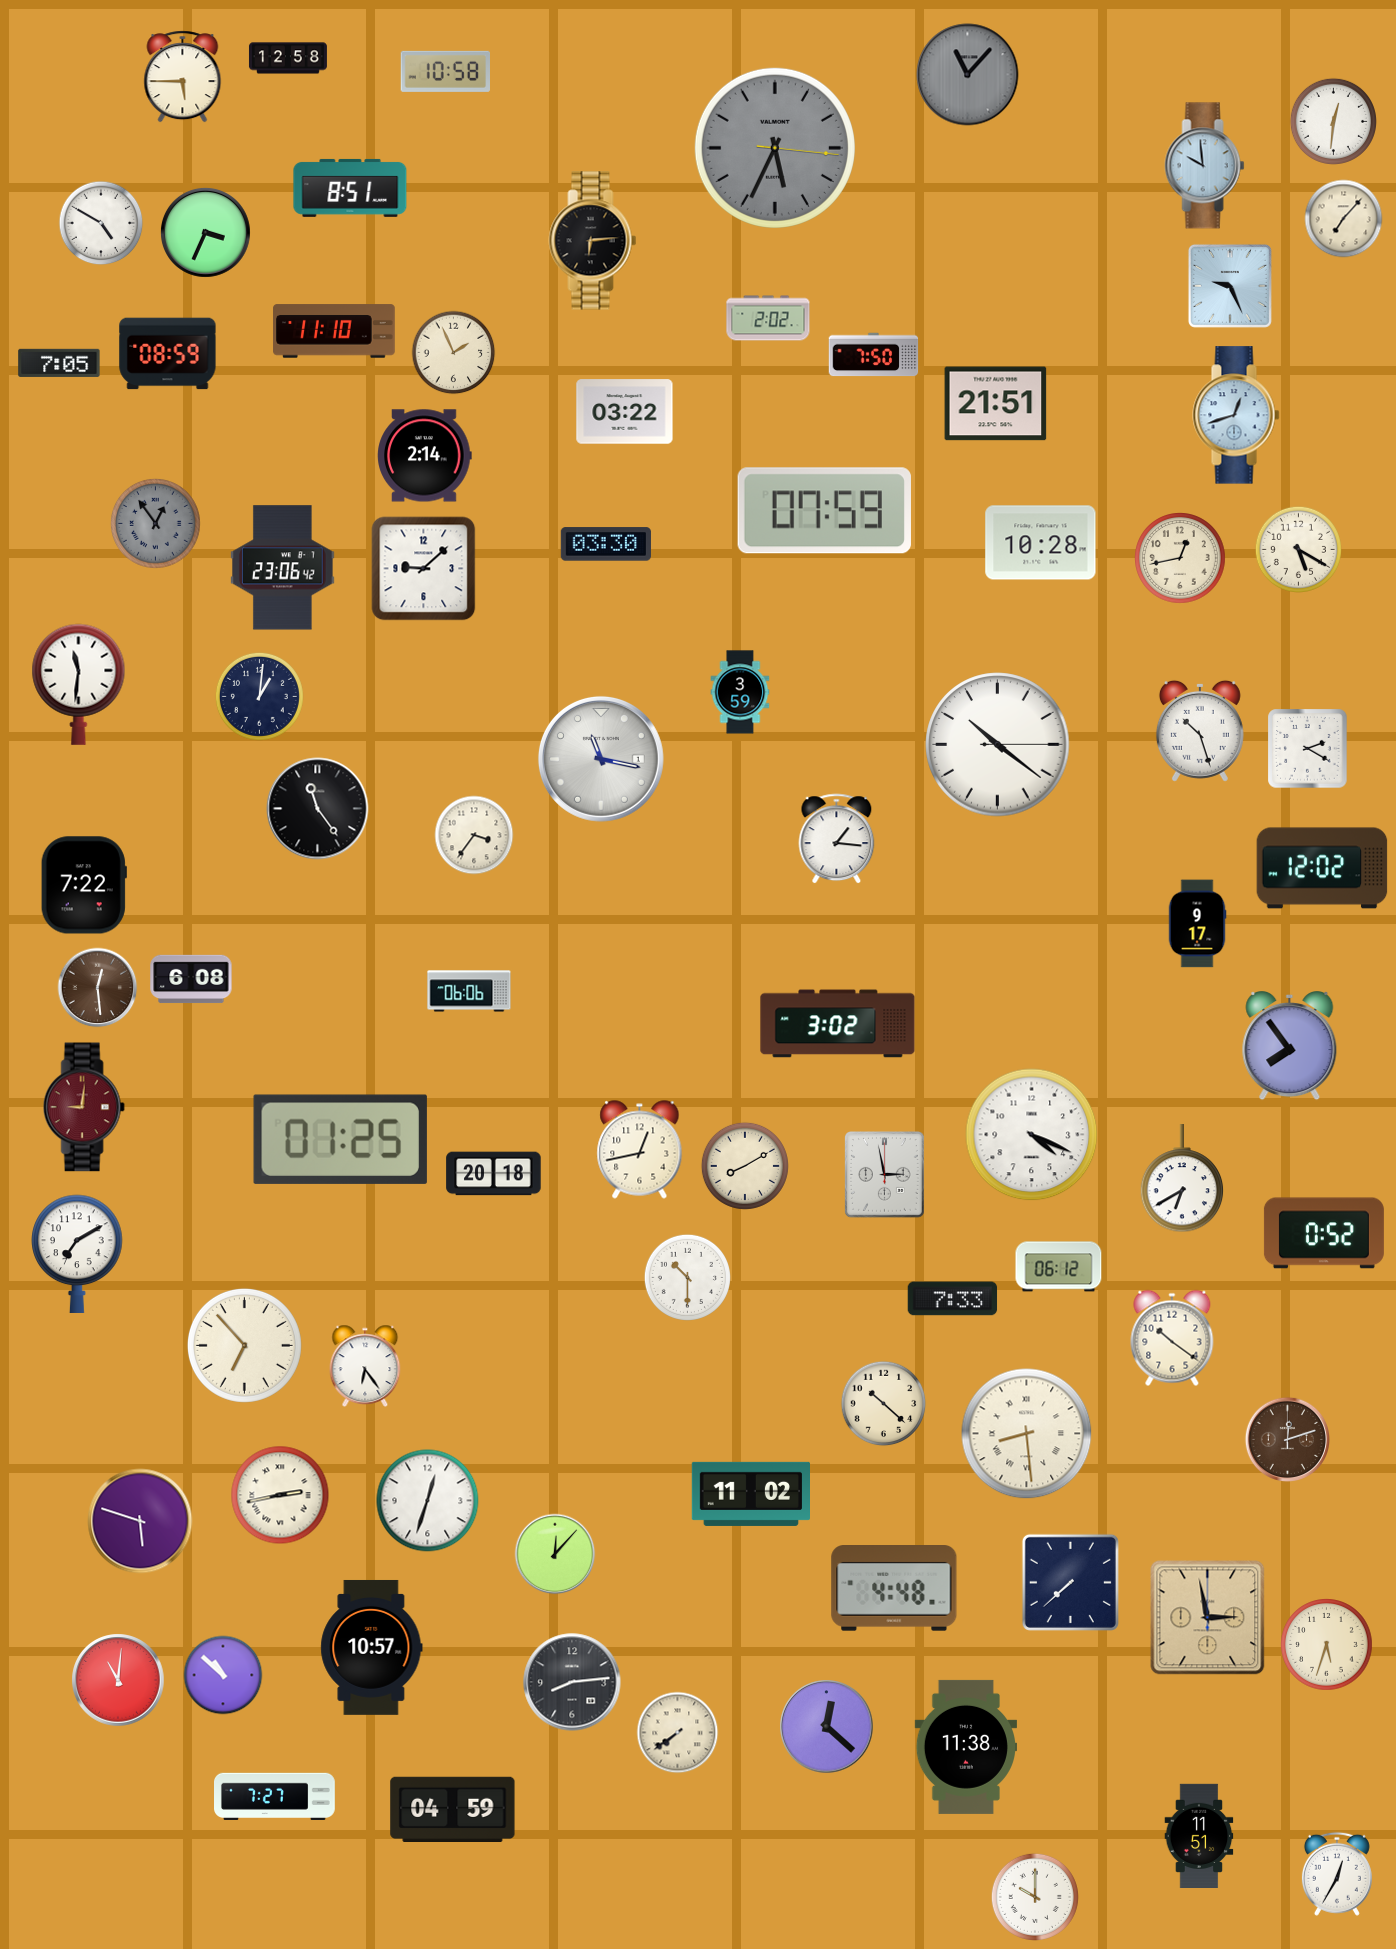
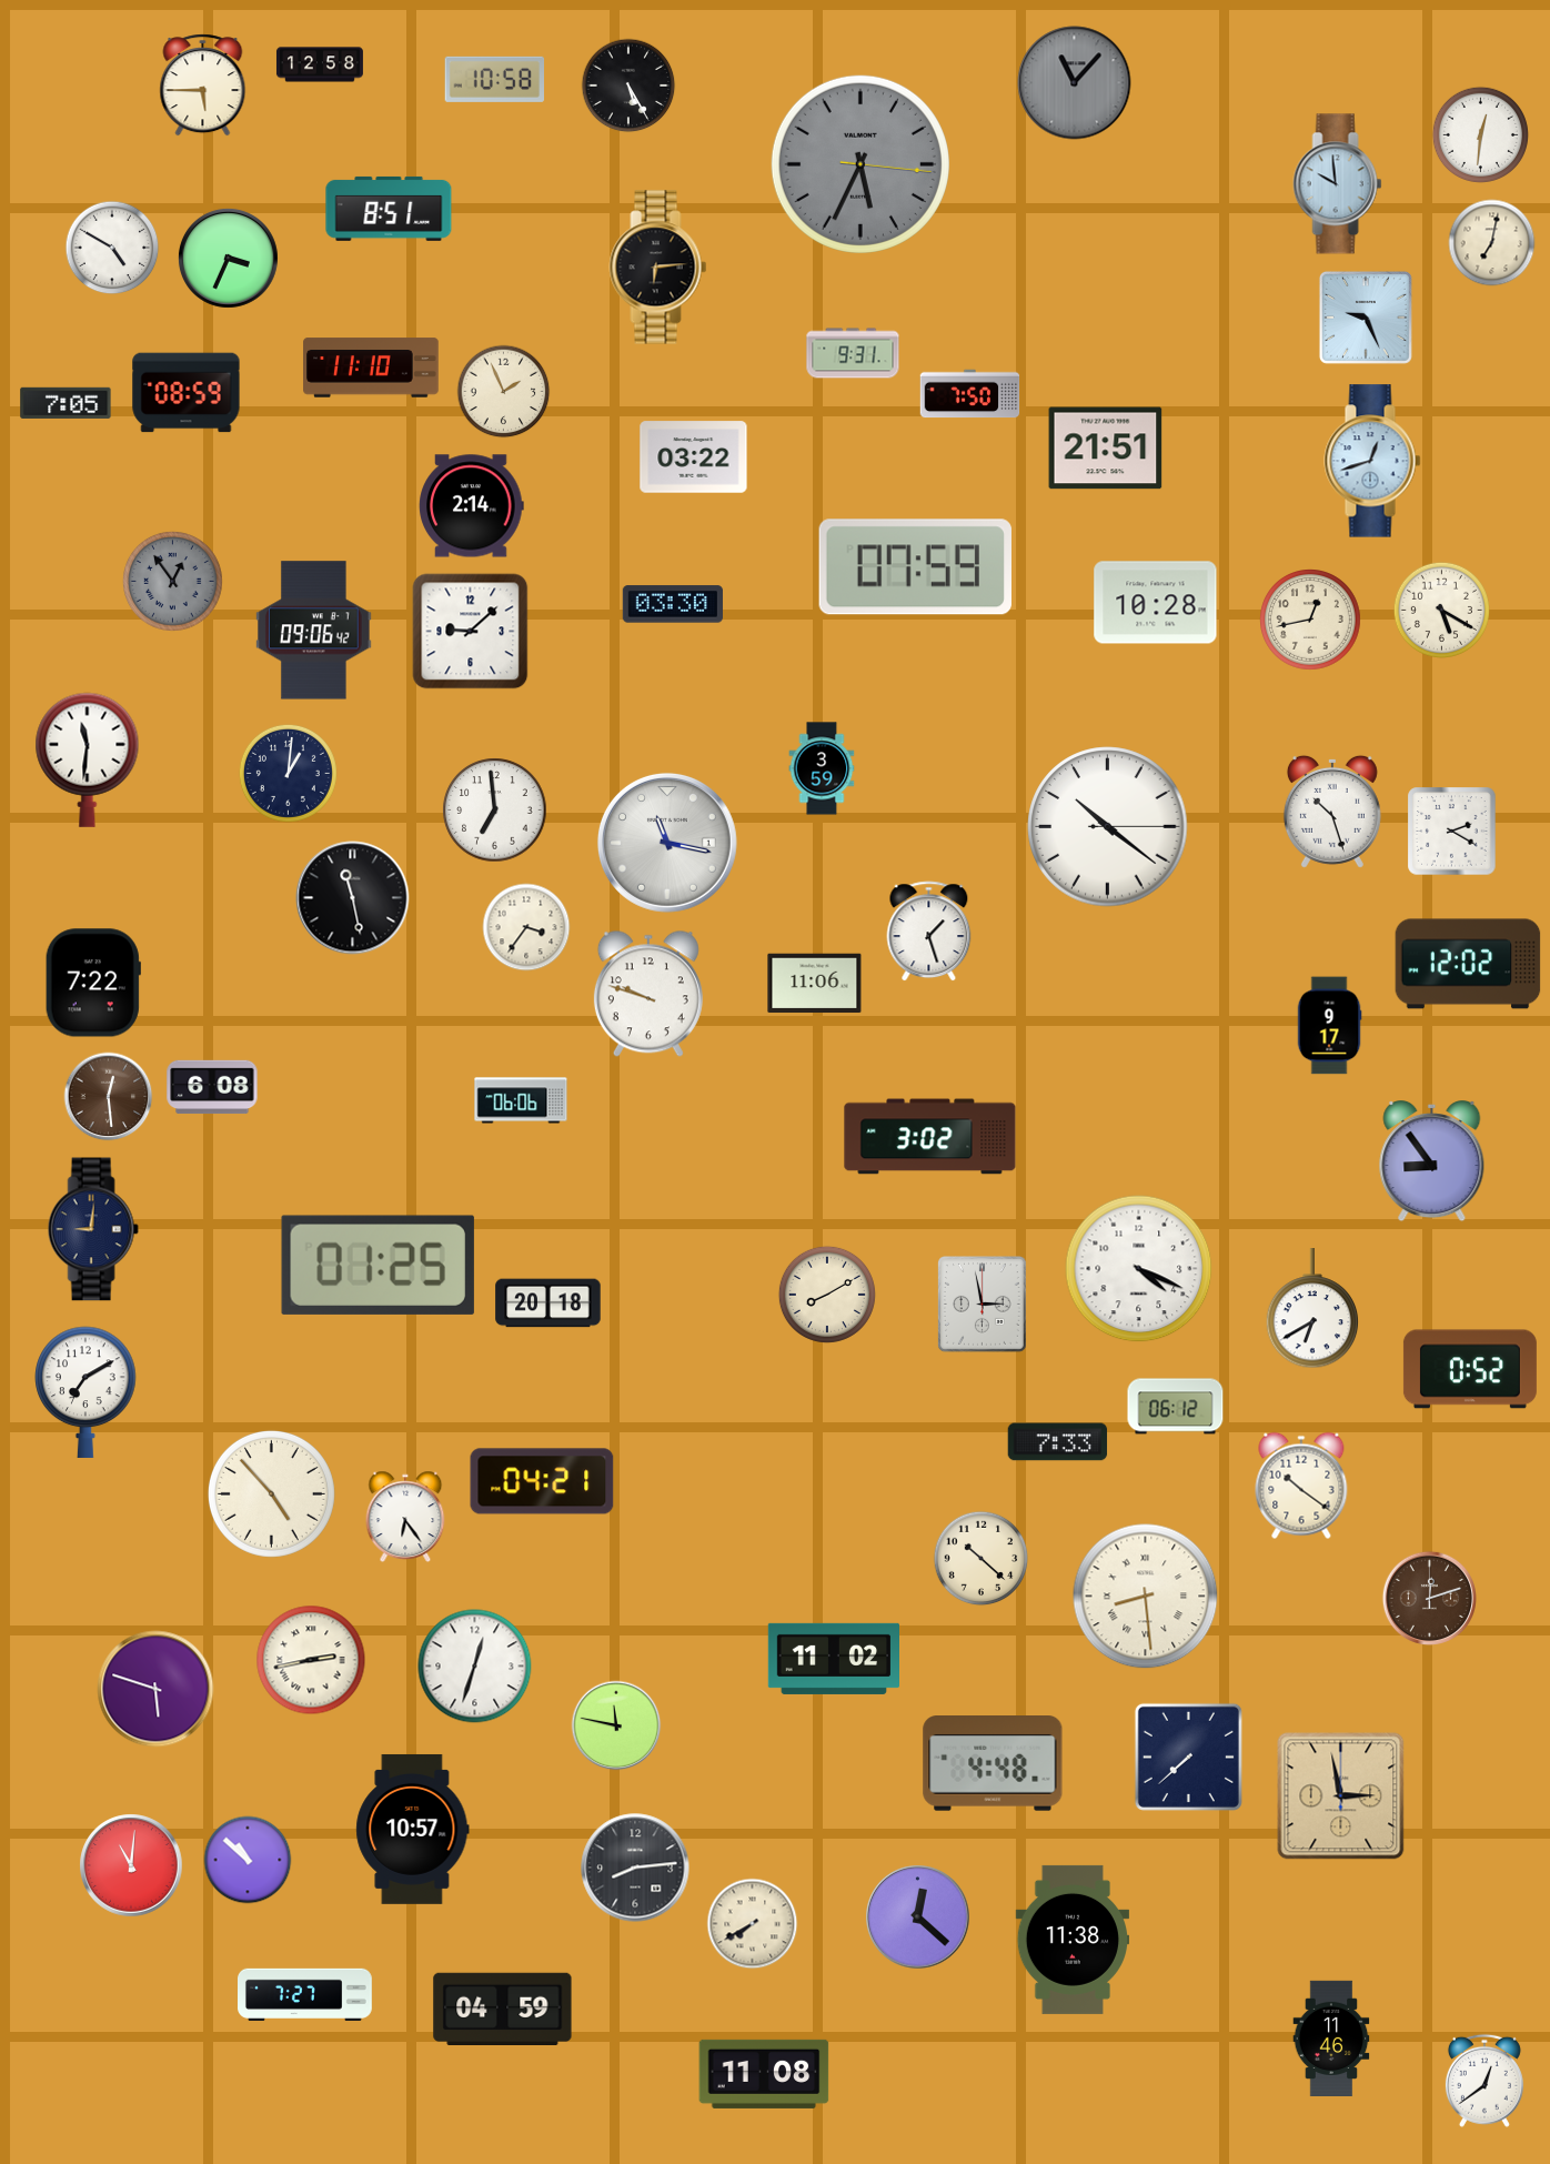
clock at (628, 85): none -> 5:25
clock at (1344, 219): 7:07 -> 7:02
clock at (768, 318): 2:02 -> 9:31
clock at (283, 568): 23:06 -> 09:06
clock at (495, 811): none -> 6:59
clock at (318, 809): 11:24 -> 11:28
clock at (837, 839): 1:16 -> 1:27
clock at (815, 984): none -> 11:06
clock at (648, 994): none -> 9:48
clock at (1290, 1047): 7:54 -> 8:54
clock at (84, 1107) dial: burgundy -> navy
clock at (1032, 1135) position: (1032, 1135) -> (1139, 1269)
clock at (640, 1150): 12:43 -> none
clock at (687, 1277): 10:30 -> none
clock at (542, 1481): none -> 04:21
clock at (244, 1345): 6:53 -> 4:53
clock at (1027, 1434) position: (1027, 1434) -> (1146, 1597)
clock at (555, 1554): 12:07 -> 11:47
clock at (1327, 1645): 5:33 -> none
clock at (678, 1733): 7:39 -> 7:40
clock at (1199, 1836): 11:51 -> 11:46
clock at (764, 2074): none -> 11:08
clock at (1337, 1874): 12:35 -> 12:39
clock at (1035, 1897): 10:00 -> none
